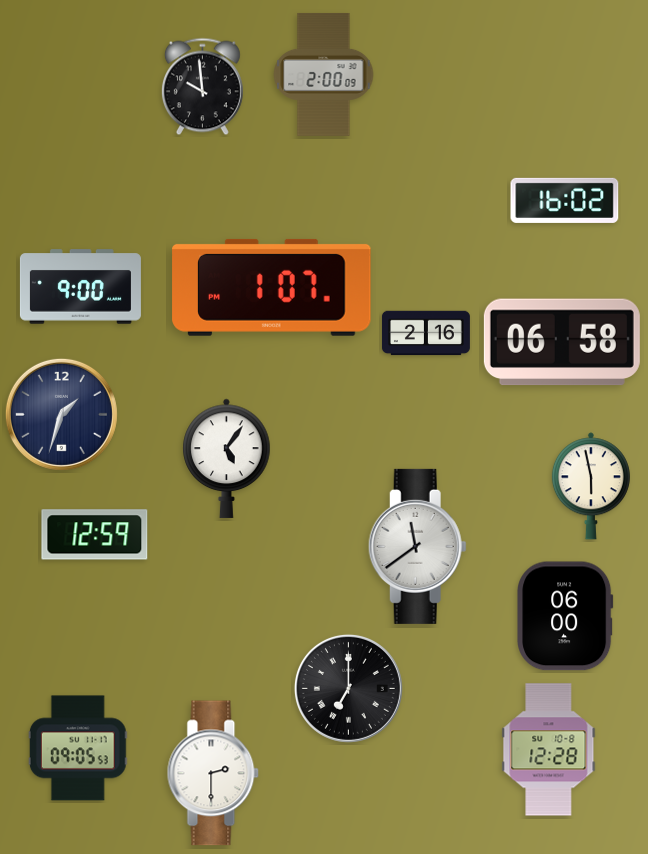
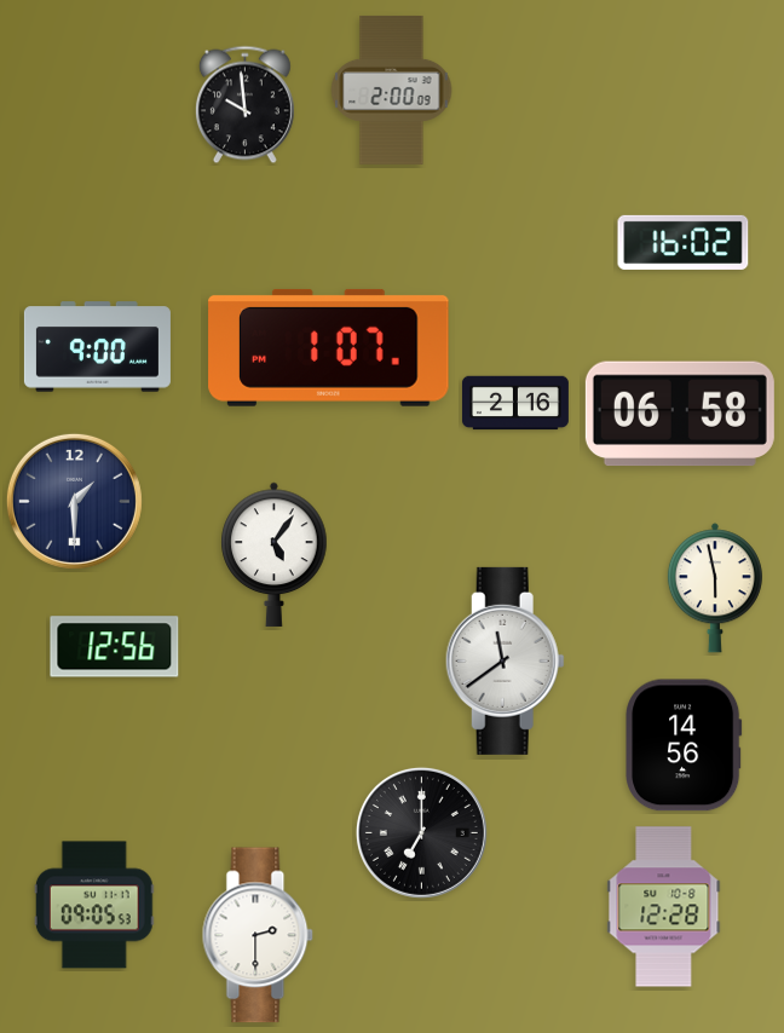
clock at (61, 414): 1:33 -> 1:30
clock at (95, 535): 12:59 -> 12:56
clock at (566, 616): 06:00 -> 14:56
